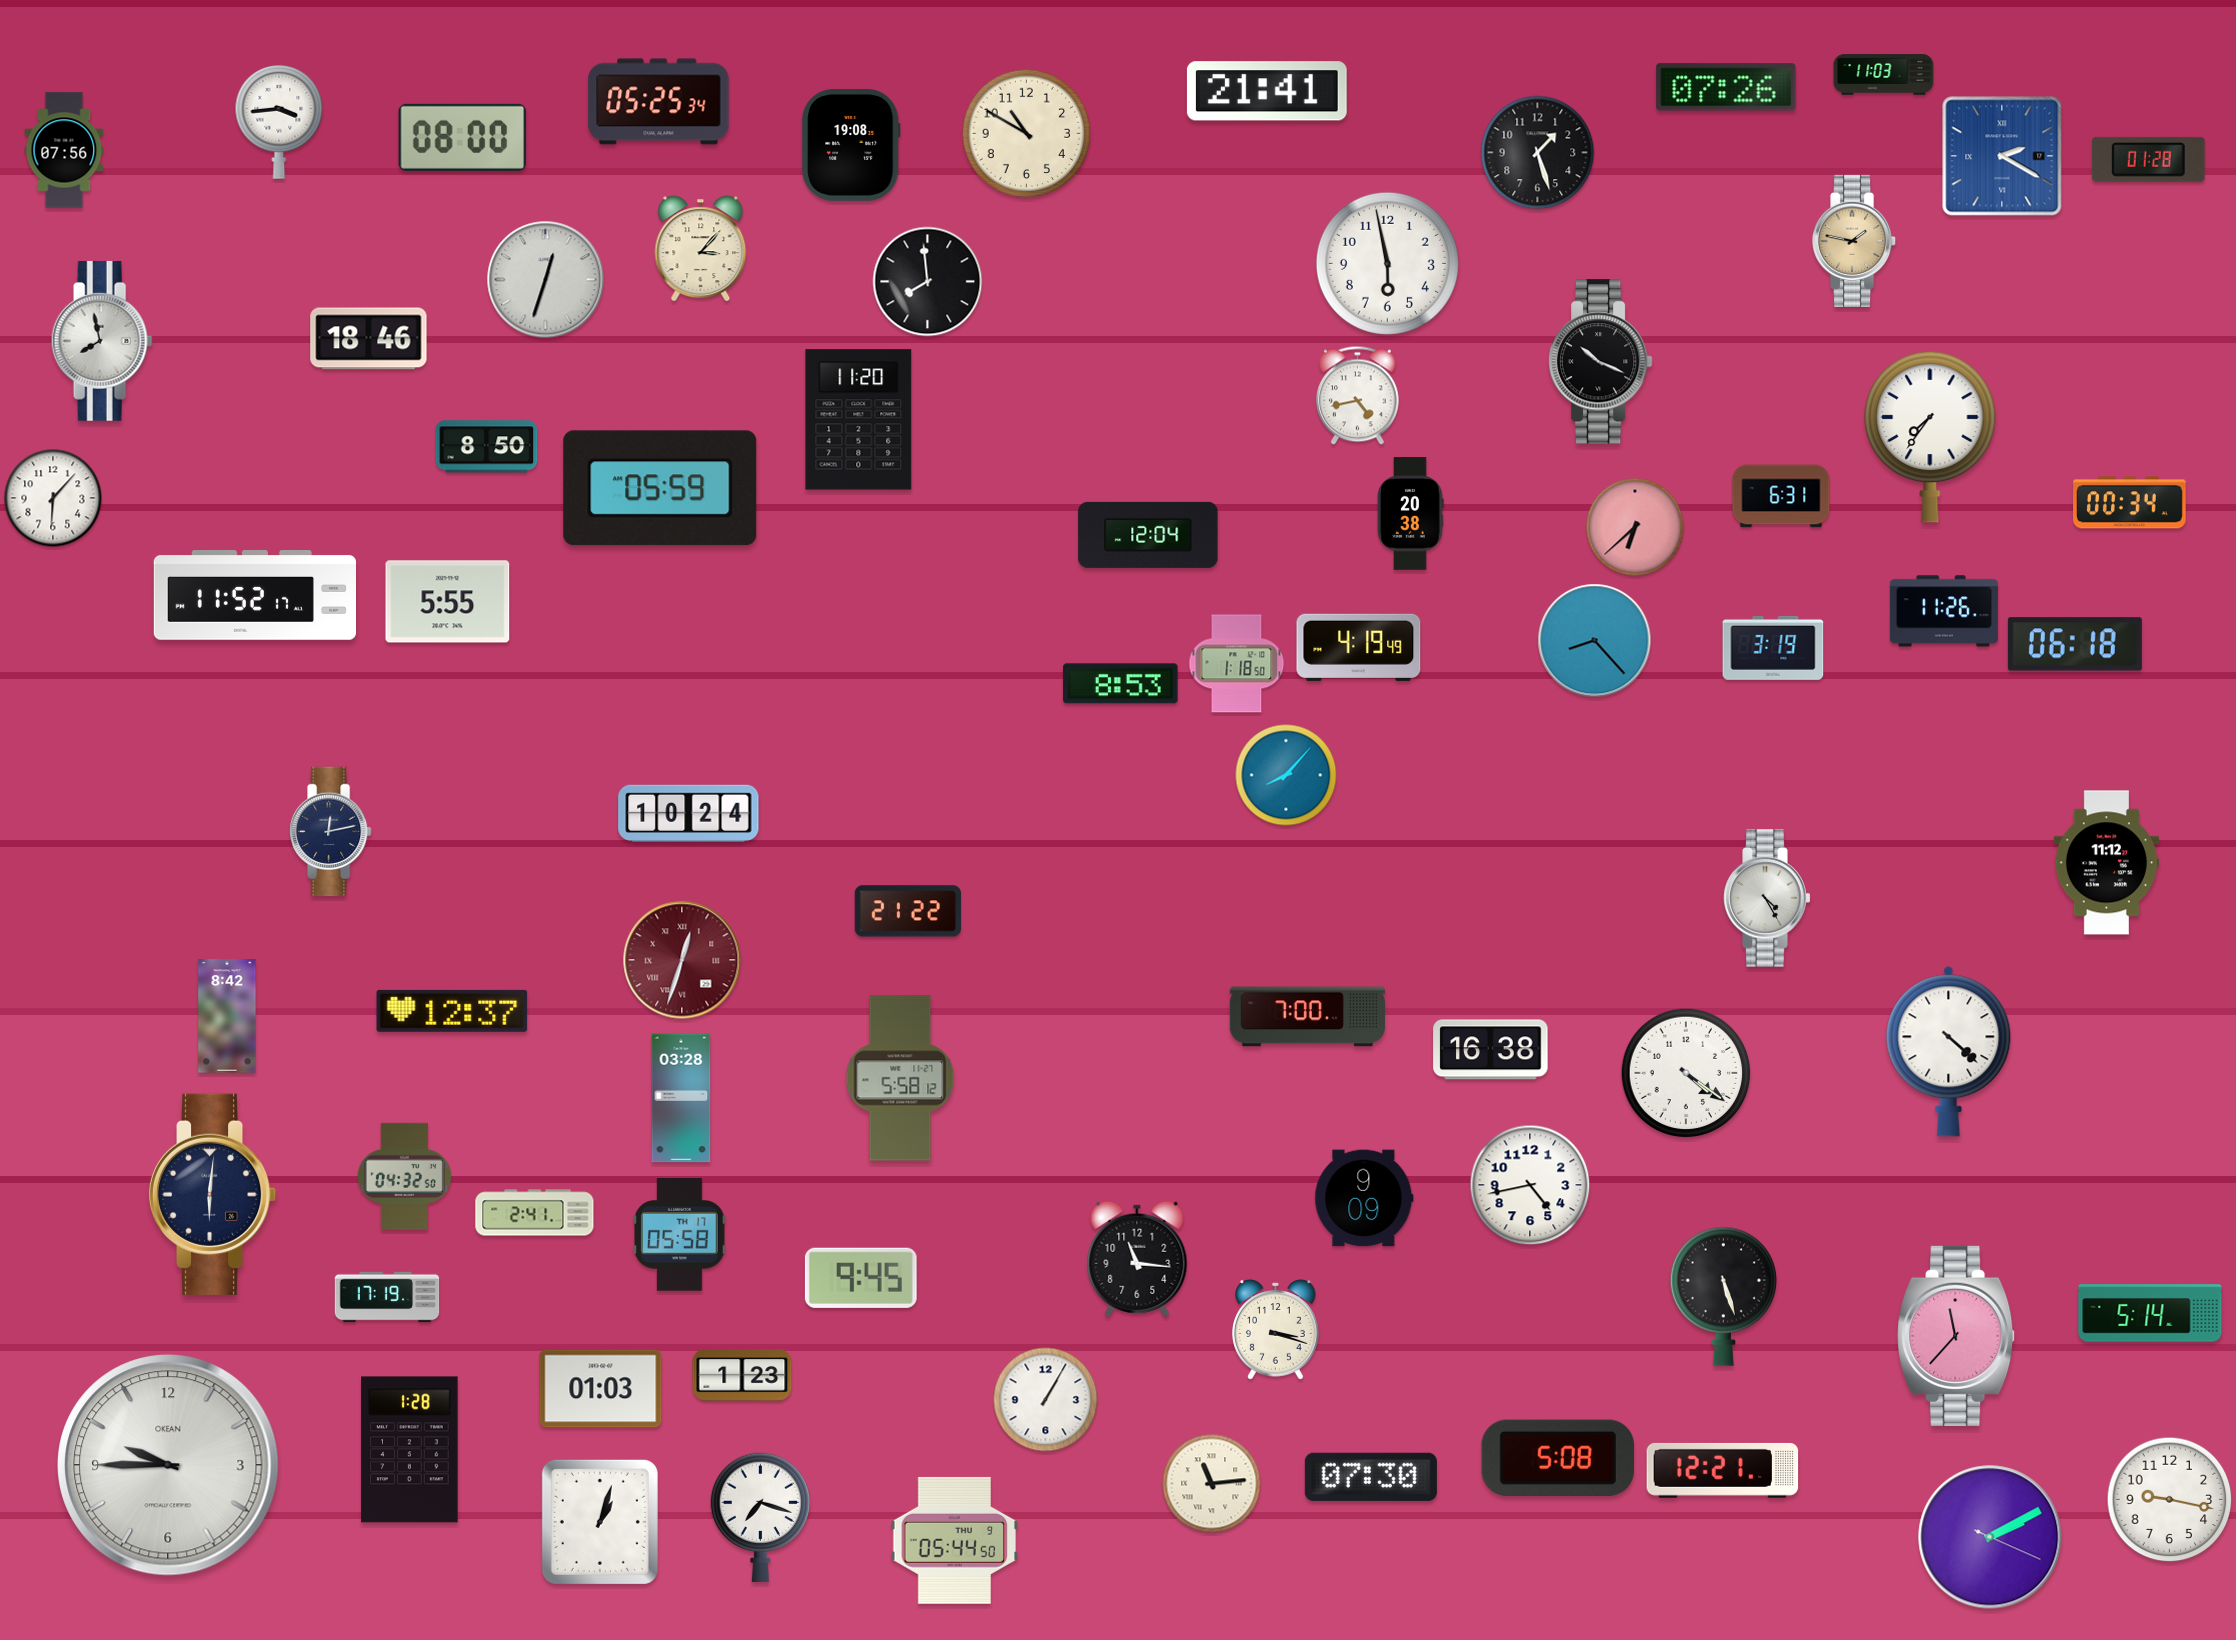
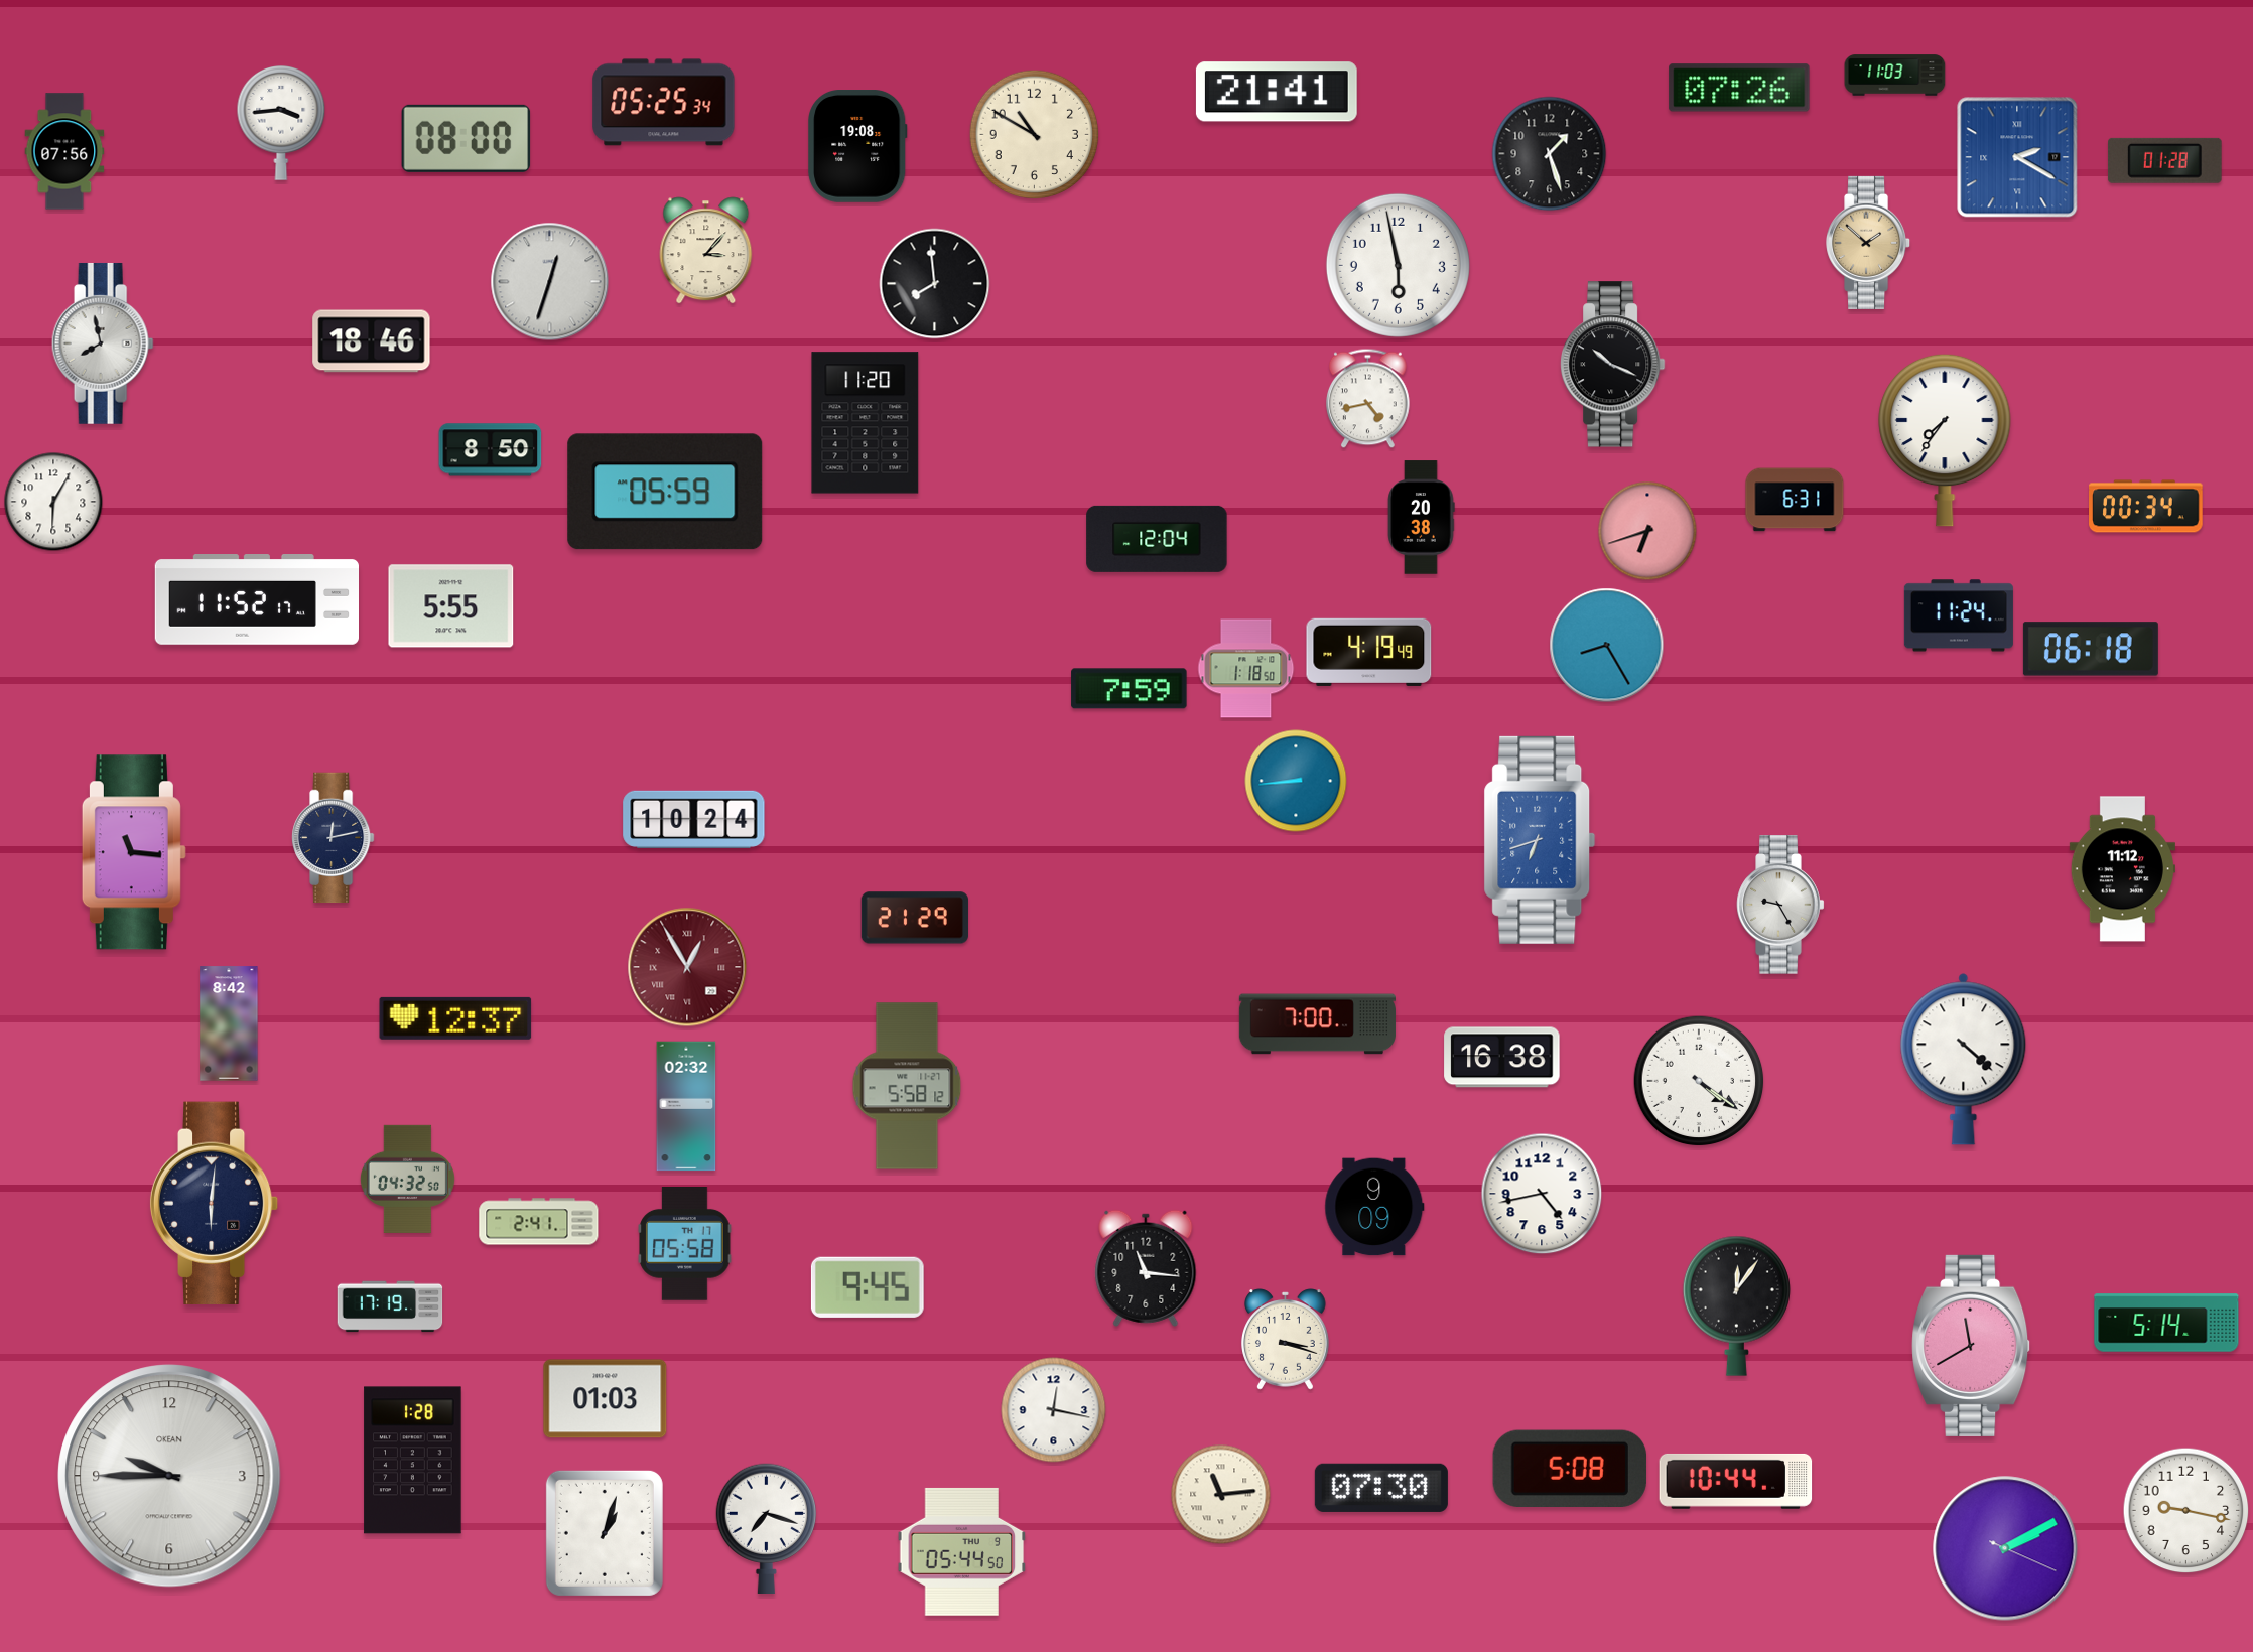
clock at (1884, 75) position: (1884, 75) -> (1895, 76)
clock at (1855, 241): 1:47 -> 1:52
clock at (53, 498): 6:07 -> 6:05
clock at (1635, 527): 6:38 -> 6:42
clock at (1944, 611): 11:26 -> 11:24
clock at (1595, 641): 8:23 -> 8:25
clock at (1773, 648): 3:19 -> none
clock at (1121, 684): 8:53 -> 7:59
clock at (1286, 775): 8:07 -> 8:44
clock at (1540, 840): none -> 6:42
clock at (134, 852): none -> 11:16
clock at (1767, 898): 4:25 -> 9:25
clock at (908, 911): 21:22 -> 21:29
clock at (682, 960): 12:33 -> 12:55
clock at (681, 1098): 03:28 -> 02:32
clock at (404, 1176) position: (404, 1176) -> (407, 1179)
clock at (1723, 1296): 5:27 -> 12:06
clock at (1957, 1336): 11:37 -> 11:40
clock at (742, 1375): 1:23 -> none
clock at (1046, 1400): 1:05 -> 12:17
clock at (1723, 1470): 12:21 -> 10:44
